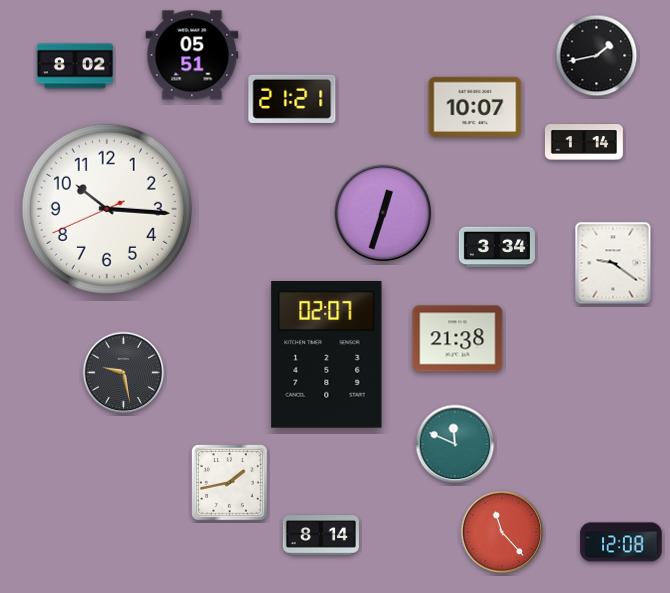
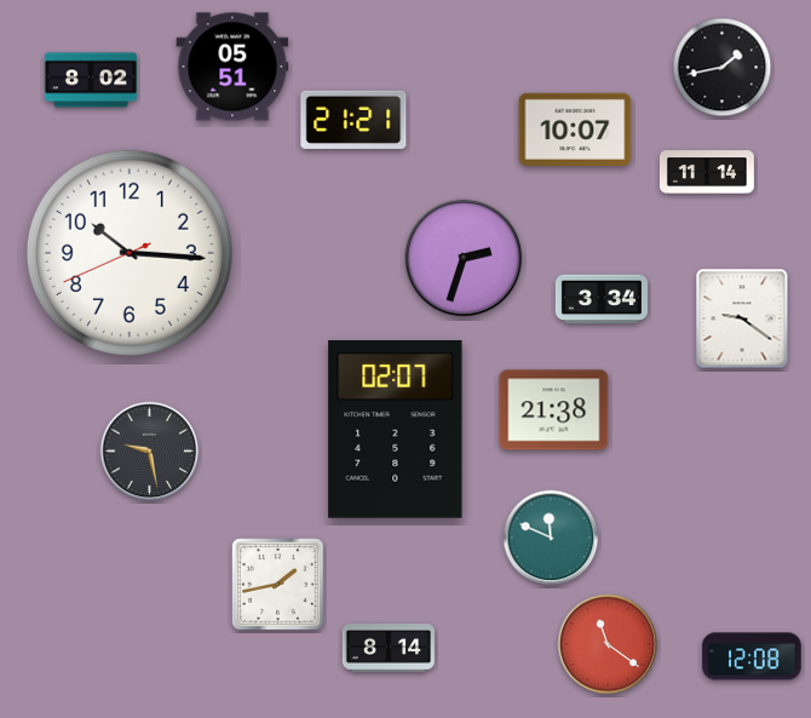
clock at (584, 142): 1:14 -> 11:14
clock at (383, 213): 12:33 -> 2:33
clock at (502, 532): 11:23 -> 11:21
